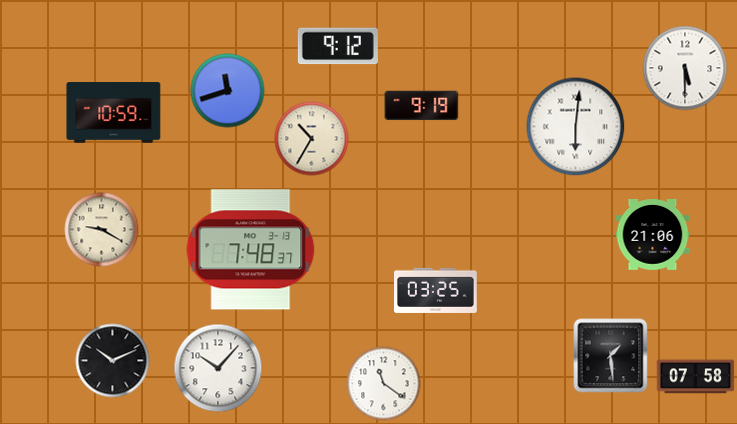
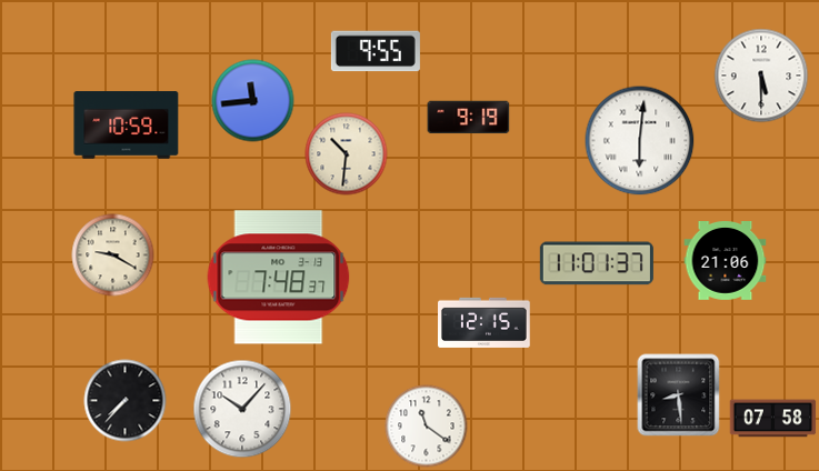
clock at (338, 46): 9:12 -> 9:55
clock at (228, 91): 11:42 -> 11:44
clock at (312, 139): 10:35 -> 10:31
clock at (597, 263): none -> 11:01
clock at (436, 290): 03:25 -> 12:15
clock at (611, 356): 1:29 -> 8:29
clock at (113, 361): 10:11 -> 7:37
